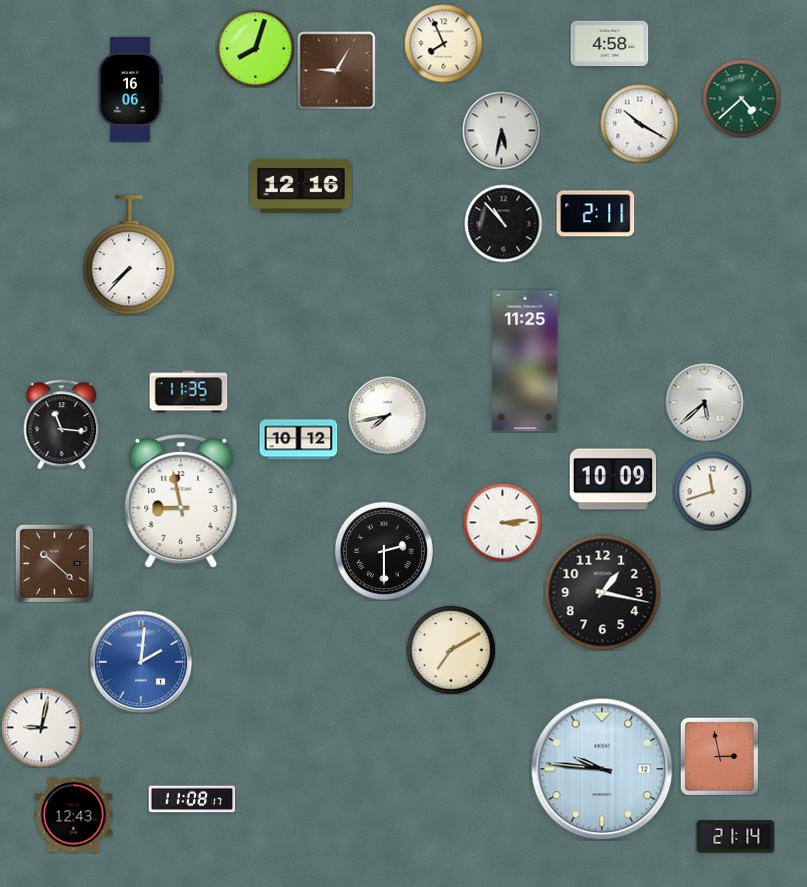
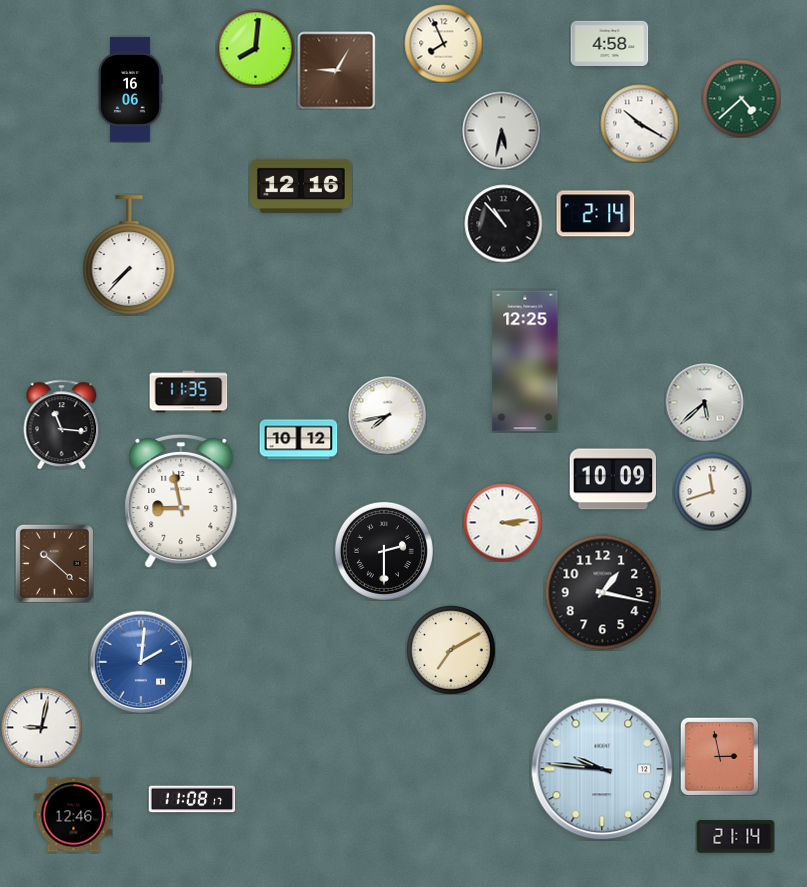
clock at (255, 48): 8:03 -> 8:01
clock at (595, 214): 2:11 -> 2:14
clock at (525, 361): 11:25 -> 12:25
clock at (73, 815): 12:43 -> 12:46
